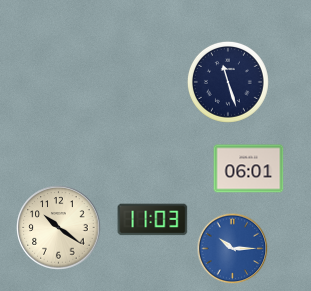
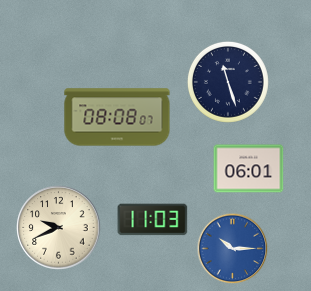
clock at (117, 117): none -> 08:08
clock at (59, 228): 10:21 -> 9:41
